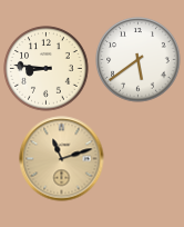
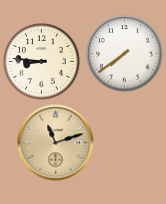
clock at (139, 60): 5:39 -> 7:39
